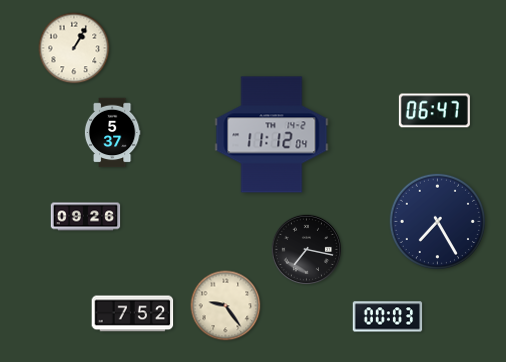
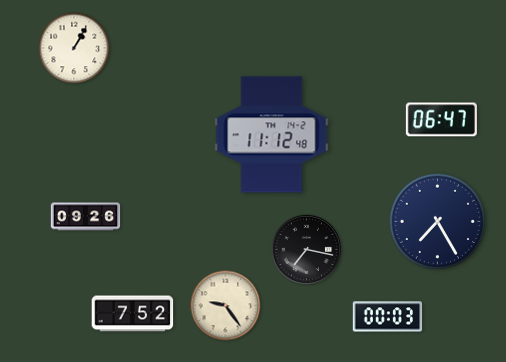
clock at (434, 111) position: (434, 111) -> (441, 120)
clock at (112, 133): 5:37 -> none
clock at (272, 135): 11:12:04 -> 11:12:48
